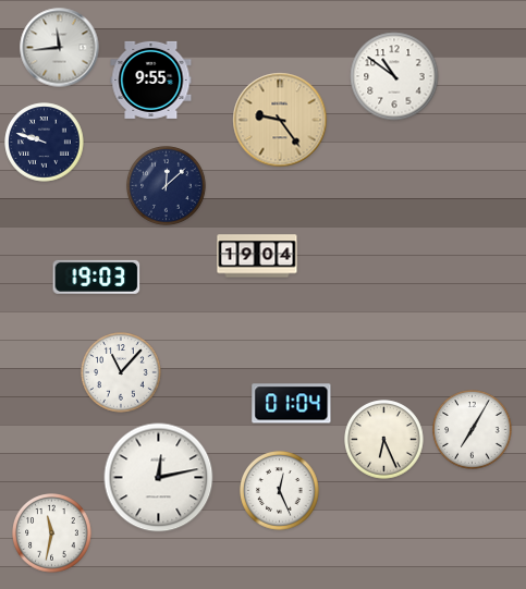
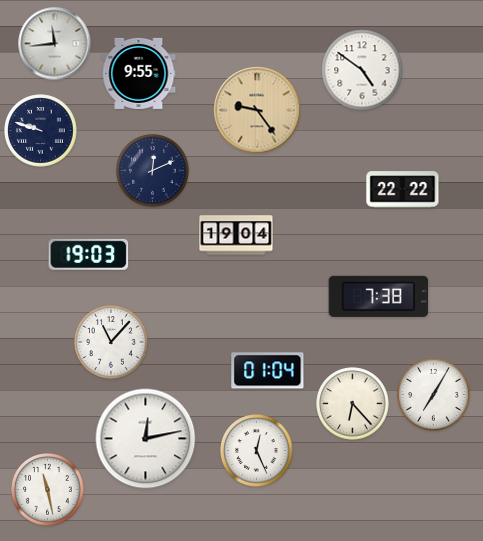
clock at (394, 76): 10:51 -> 4:51
clock at (167, 186): 12:08 -> 12:11
clock at (403, 190): none -> 22:22
clock at (379, 296): none -> 7:38
clock at (384, 440): 6:26 -> 6:23
clock at (52, 533): 11:32 -> 11:28
